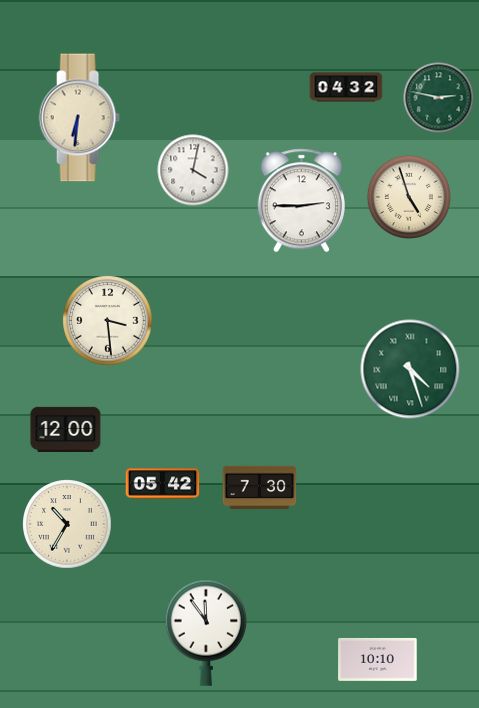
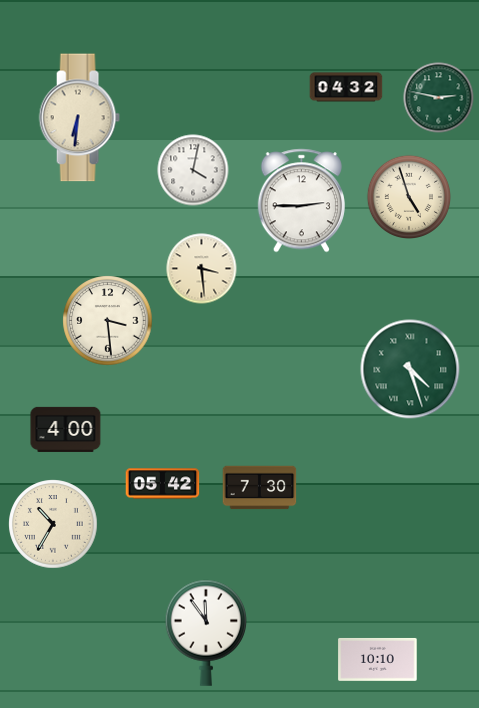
clock at (202, 269): none -> 3:29
clock at (66, 429): 12:00 -> 4:00
clock at (67, 524) position: (67, 524) -> (53, 524)
